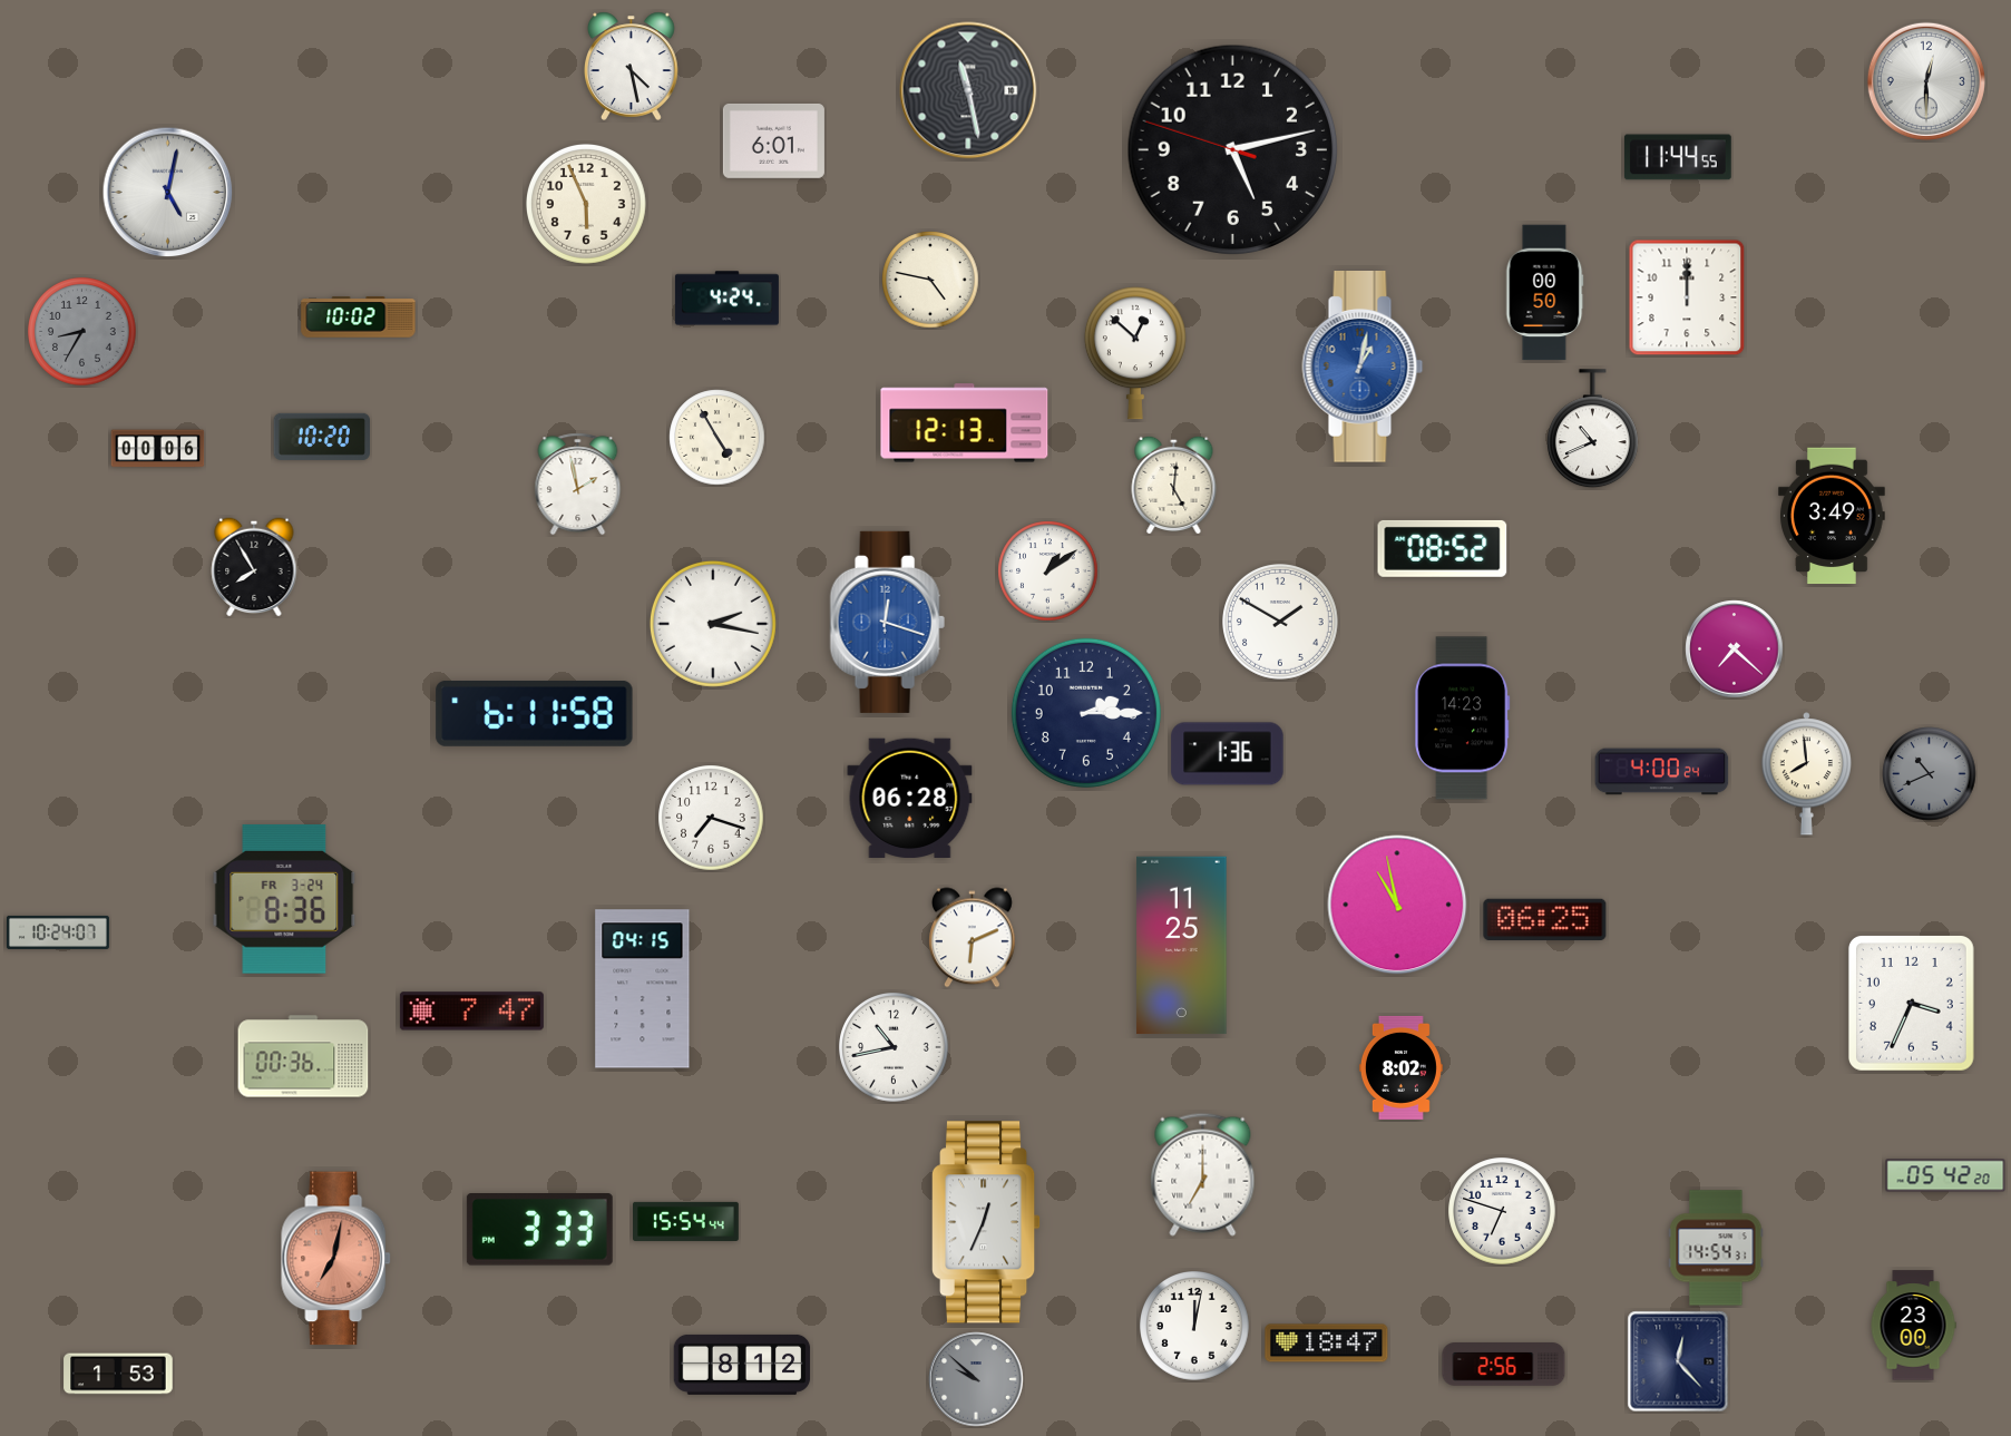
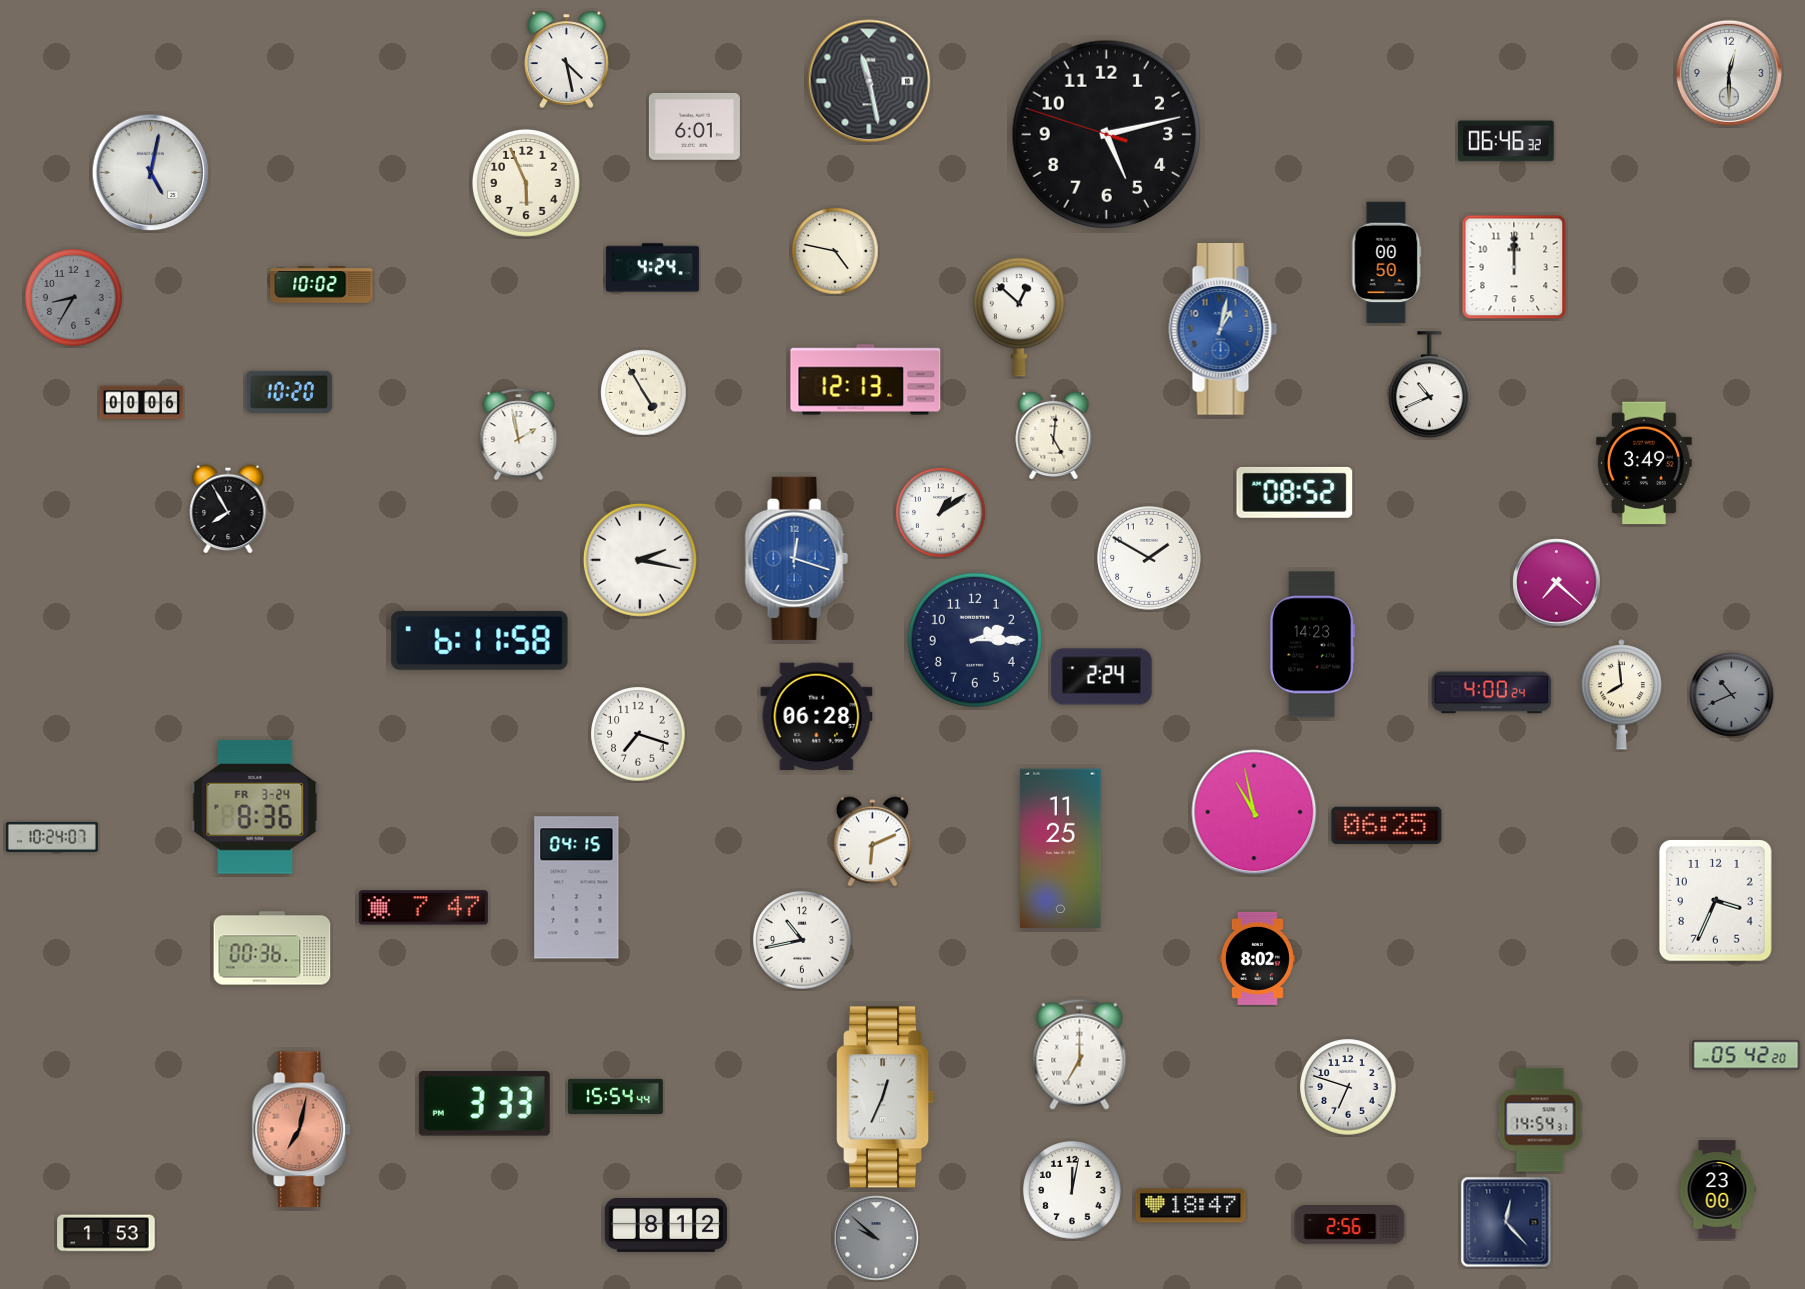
clock at (1678, 157): 11:44 -> 06:46
clock at (1228, 754): 1:36 -> 2:24
